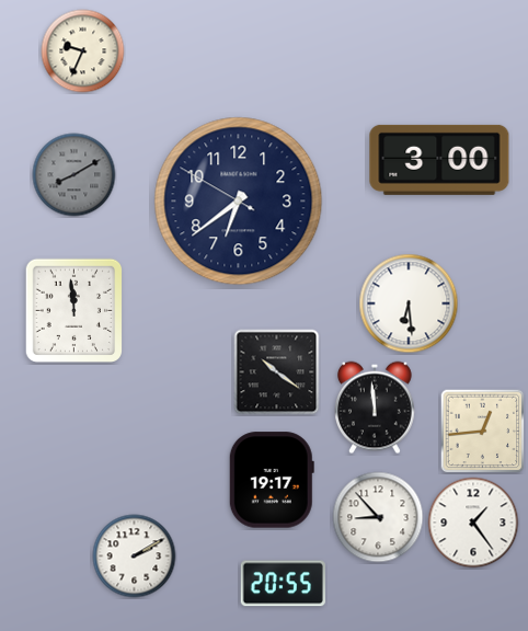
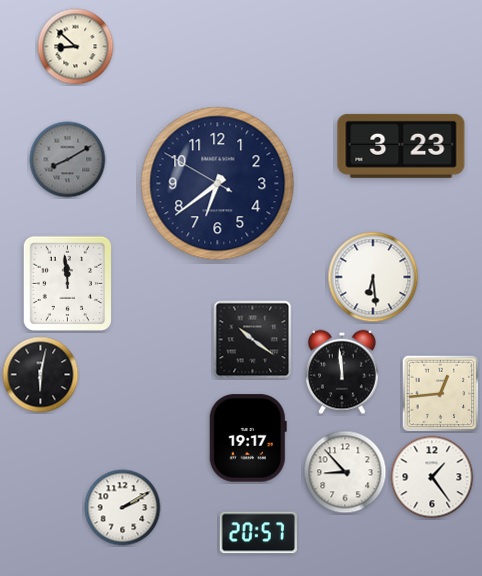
clock at (83, 51): 9:34 -> 8:52
clock at (439, 160): 3:00 -> 3:23
clock at (41, 375): none -> 6:02
clock at (283, 584): 20:55 -> 20:57
